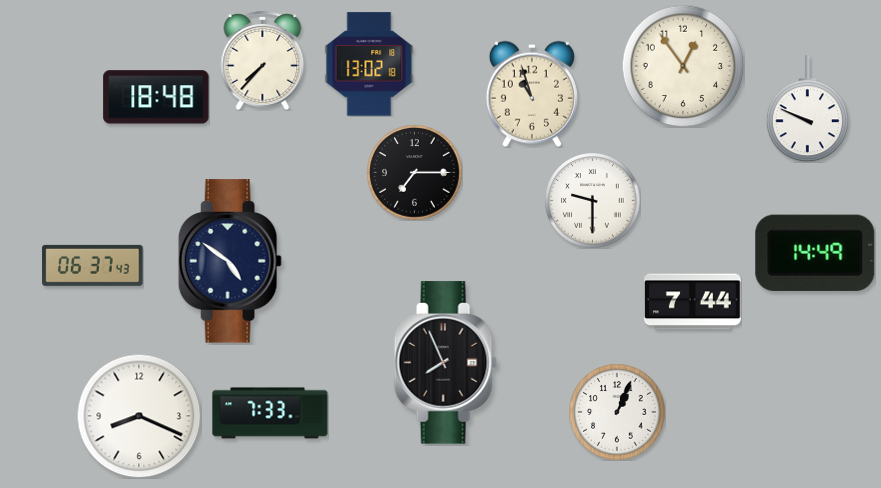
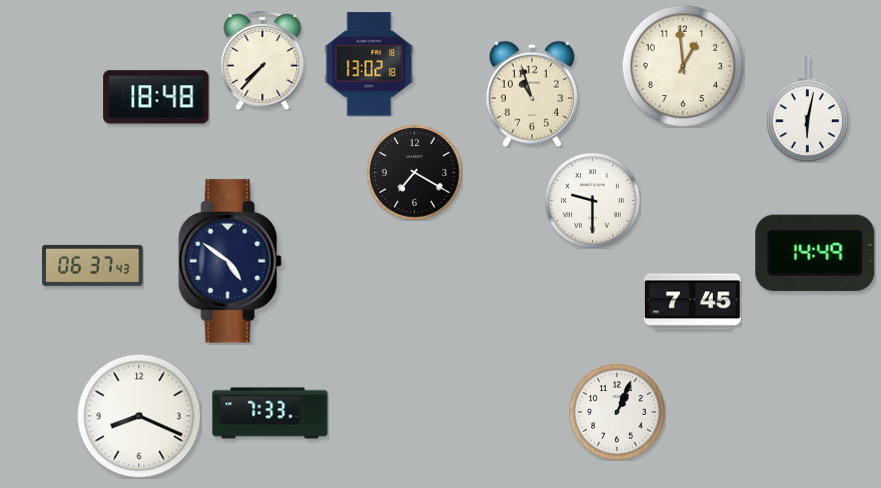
clock at (683, 66): 12:54 -> 12:59
clock at (807, 109): 9:49 -> 6:02
clock at (414, 172): 7:15 -> 7:20
clock at (693, 302): 7:44 -> 7:45
clock at (445, 363): 7:56 -> none
